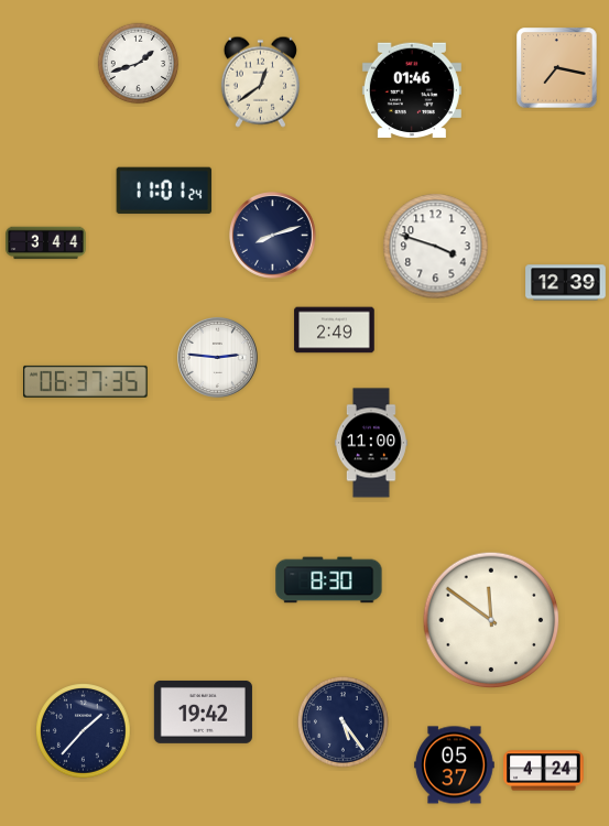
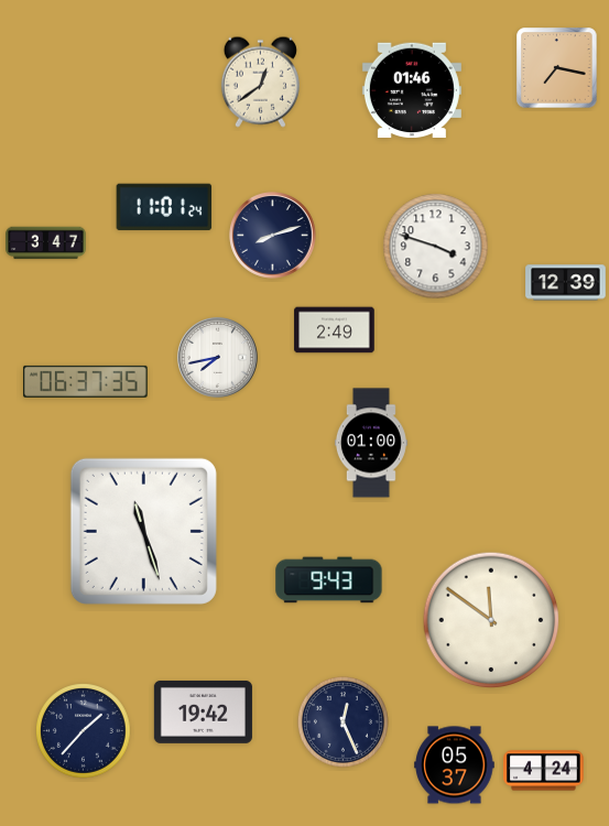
clock at (139, 64): 1:42 -> none
clock at (164, 191) position: (164, 191) -> (164, 207)
clock at (46, 243): 3:44 -> 3:47
clock at (217, 357): 2:46 -> 7:43
clock at (371, 443): 11:00 -> 01:00
clock at (143, 531): none -> 11:27
clock at (329, 580): 8:30 -> 9:43
clock at (342, 721): 5:24 -> 12:26
